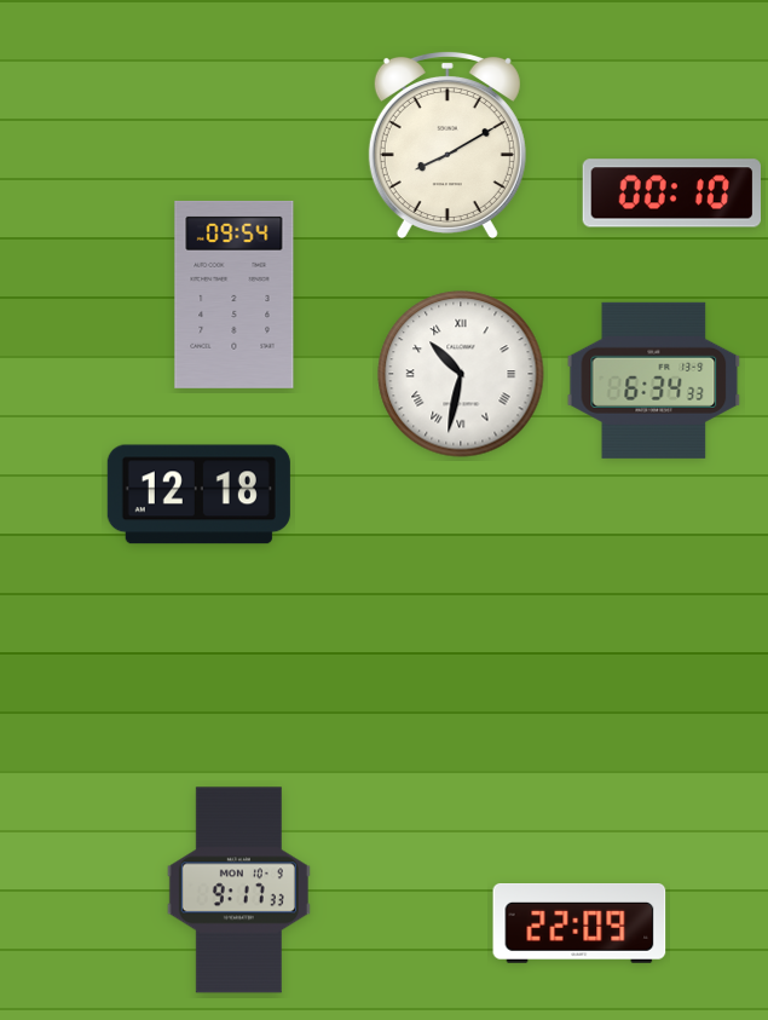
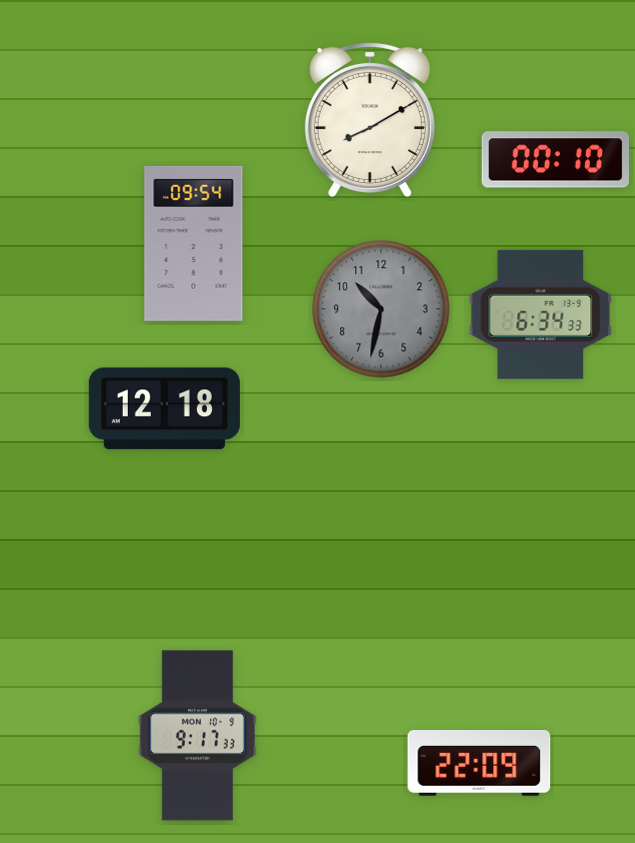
clock at (461, 374) dial: white -> grey
clock at (461, 374) numerals: Roman -> Arabic
